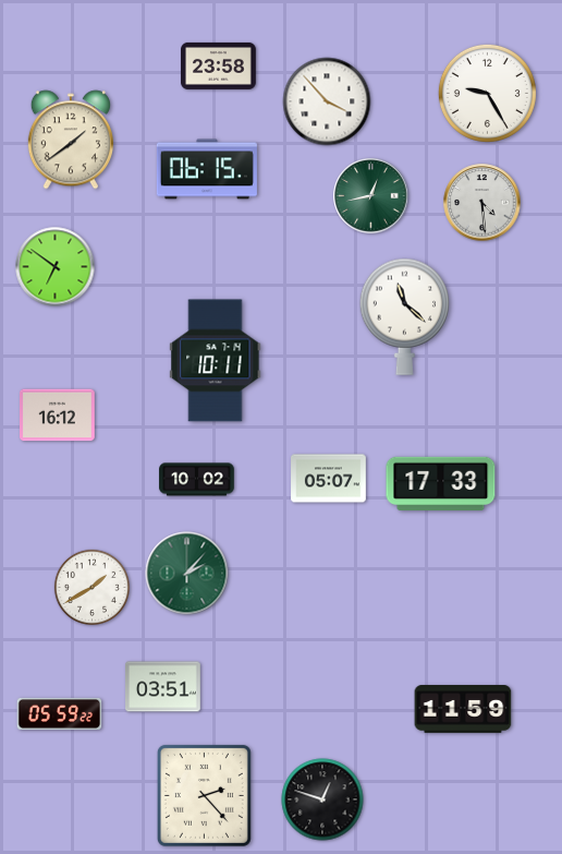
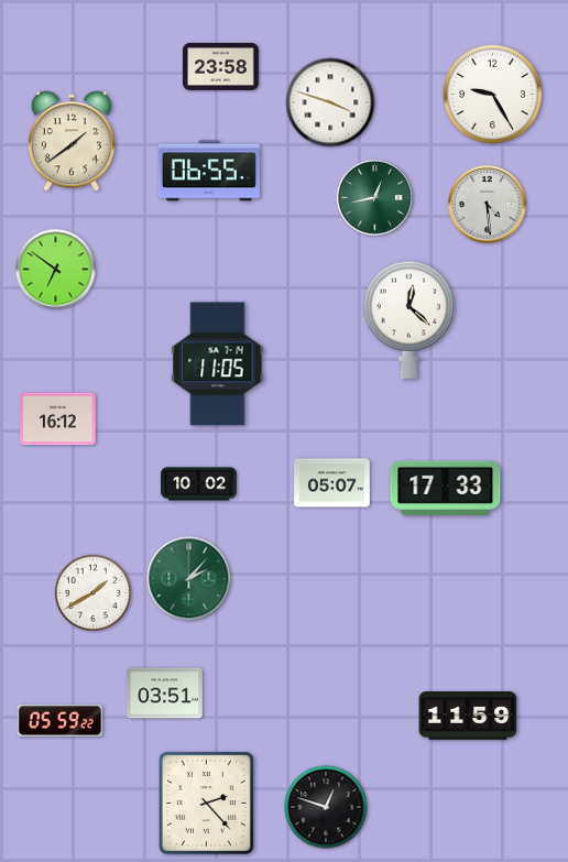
clock at (327, 101): 3:53 -> 3:48
clock at (207, 169): 06:15 -> 06:55
clock at (404, 316): 11:22 -> 12:22
clock at (216, 361): 10:11 -> 11:05
